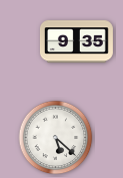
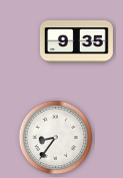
clock at (56, 138): 5:22 -> 8:36
